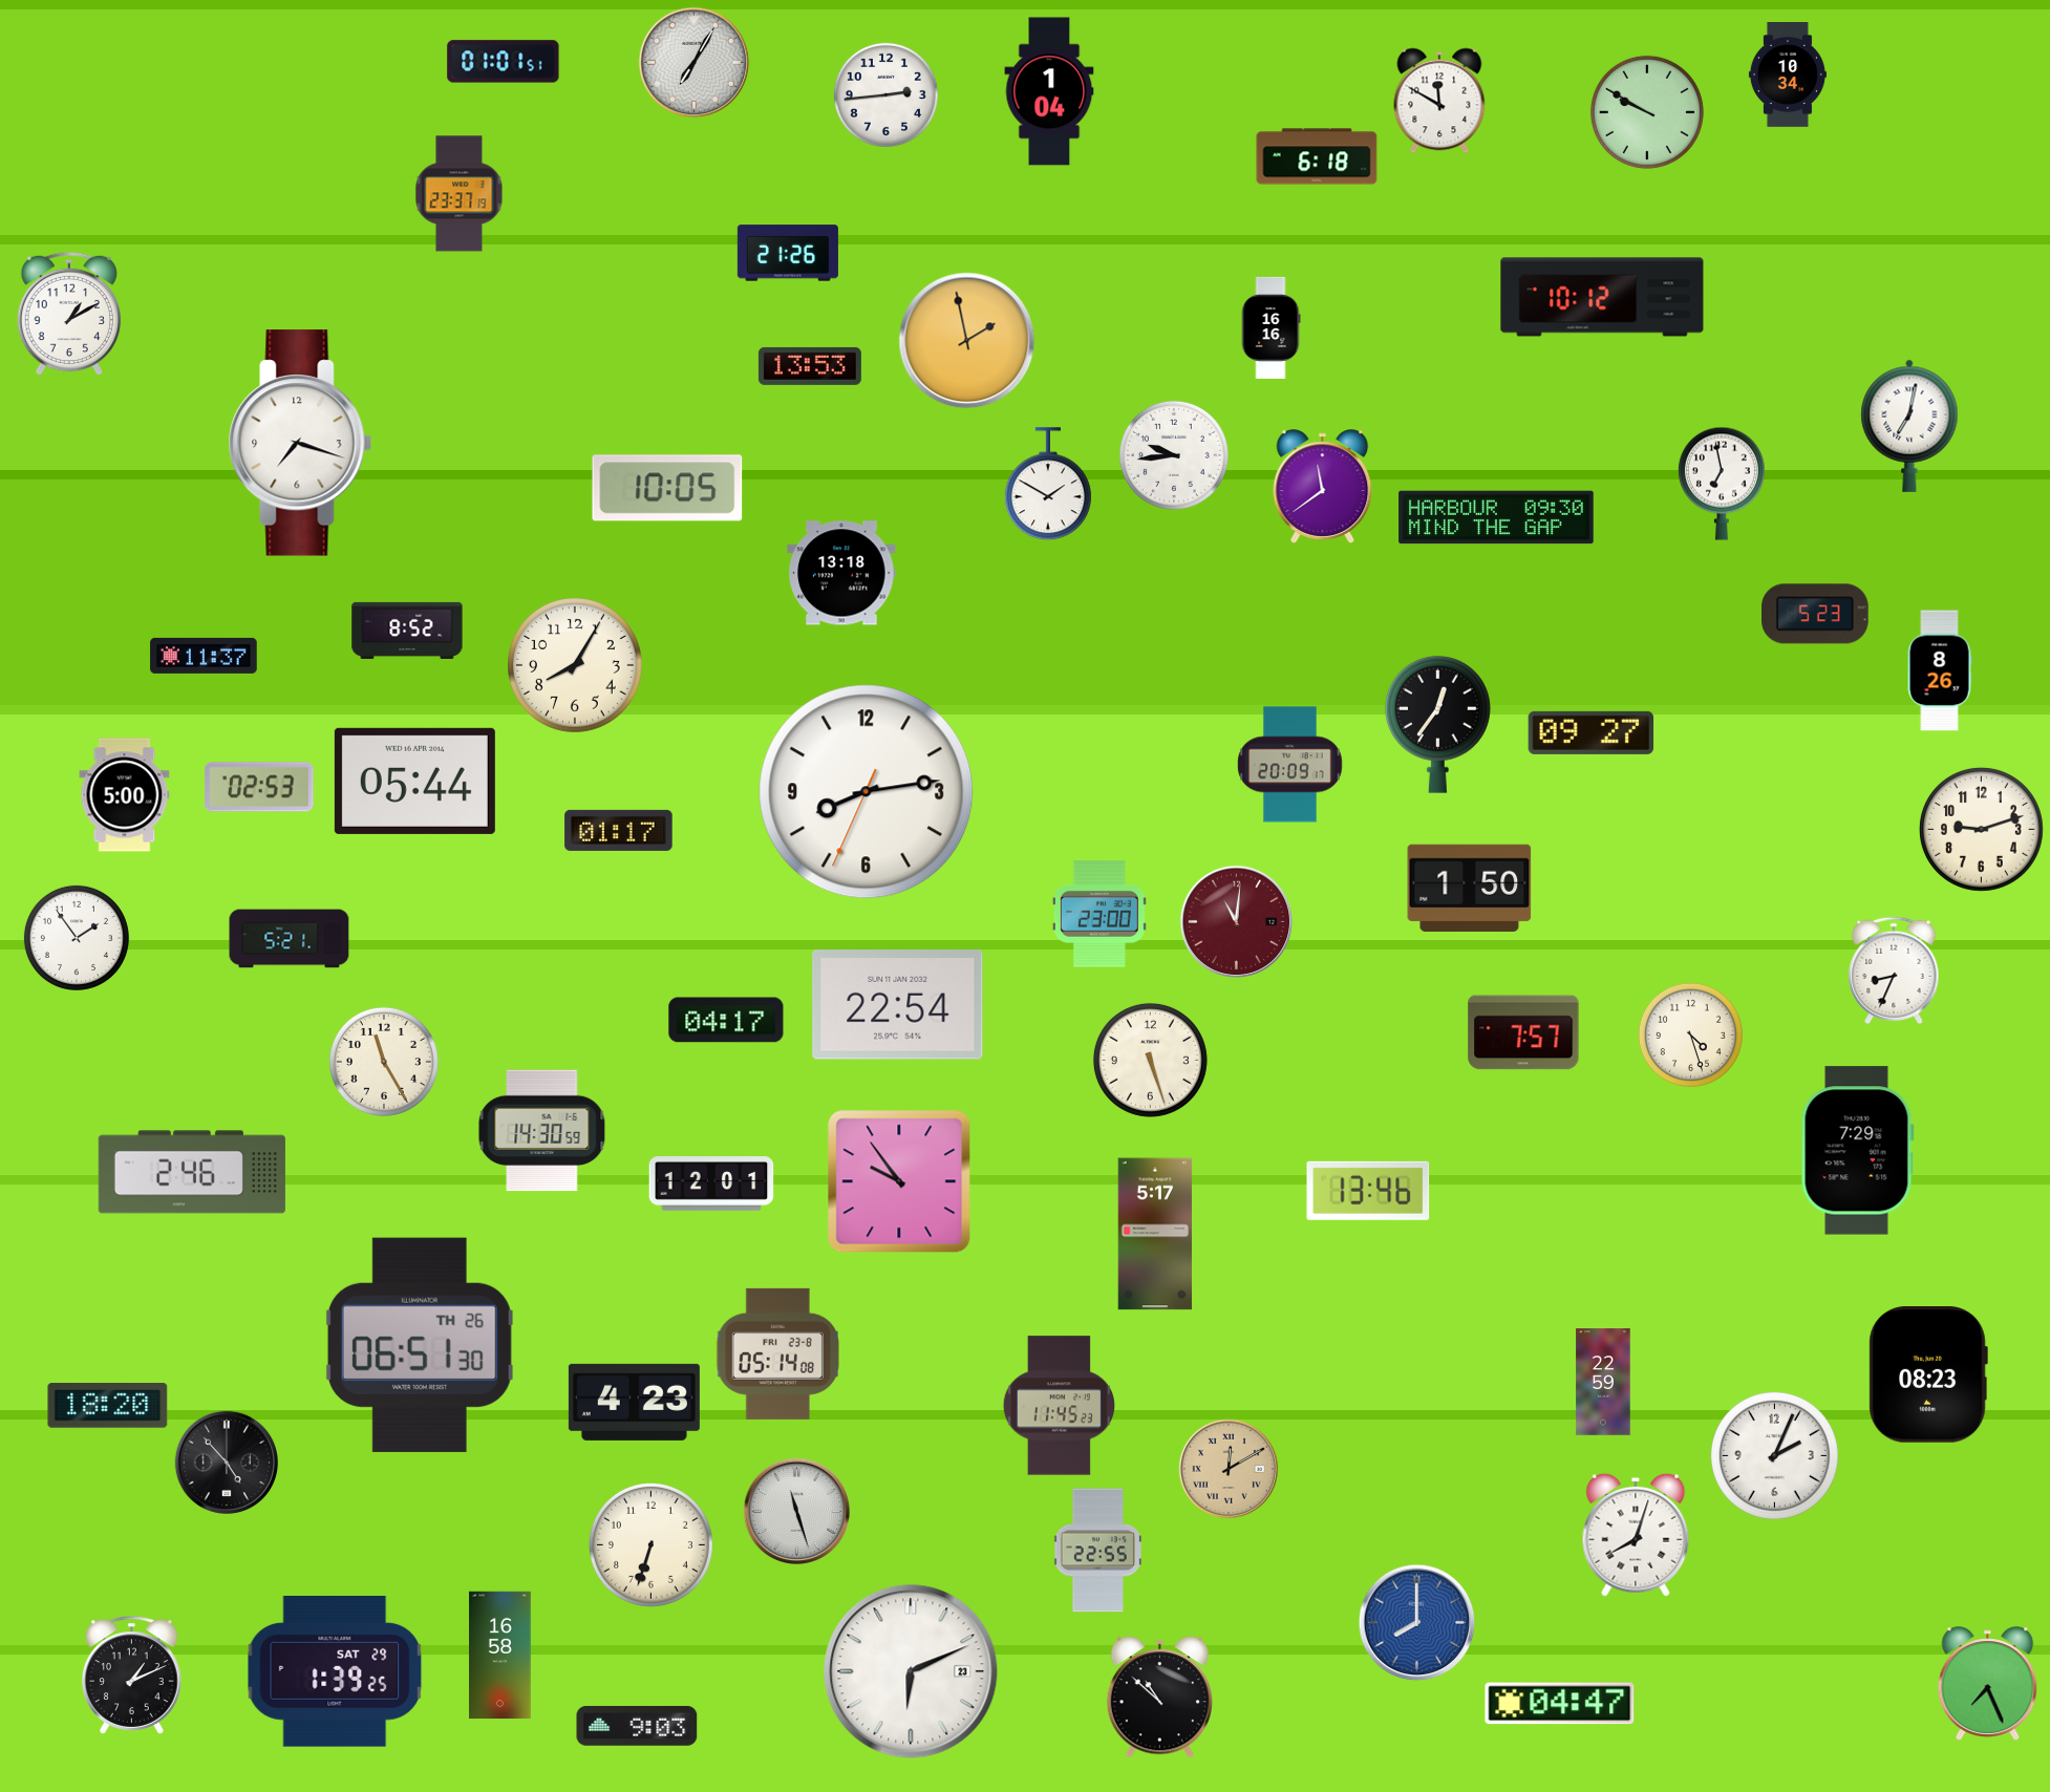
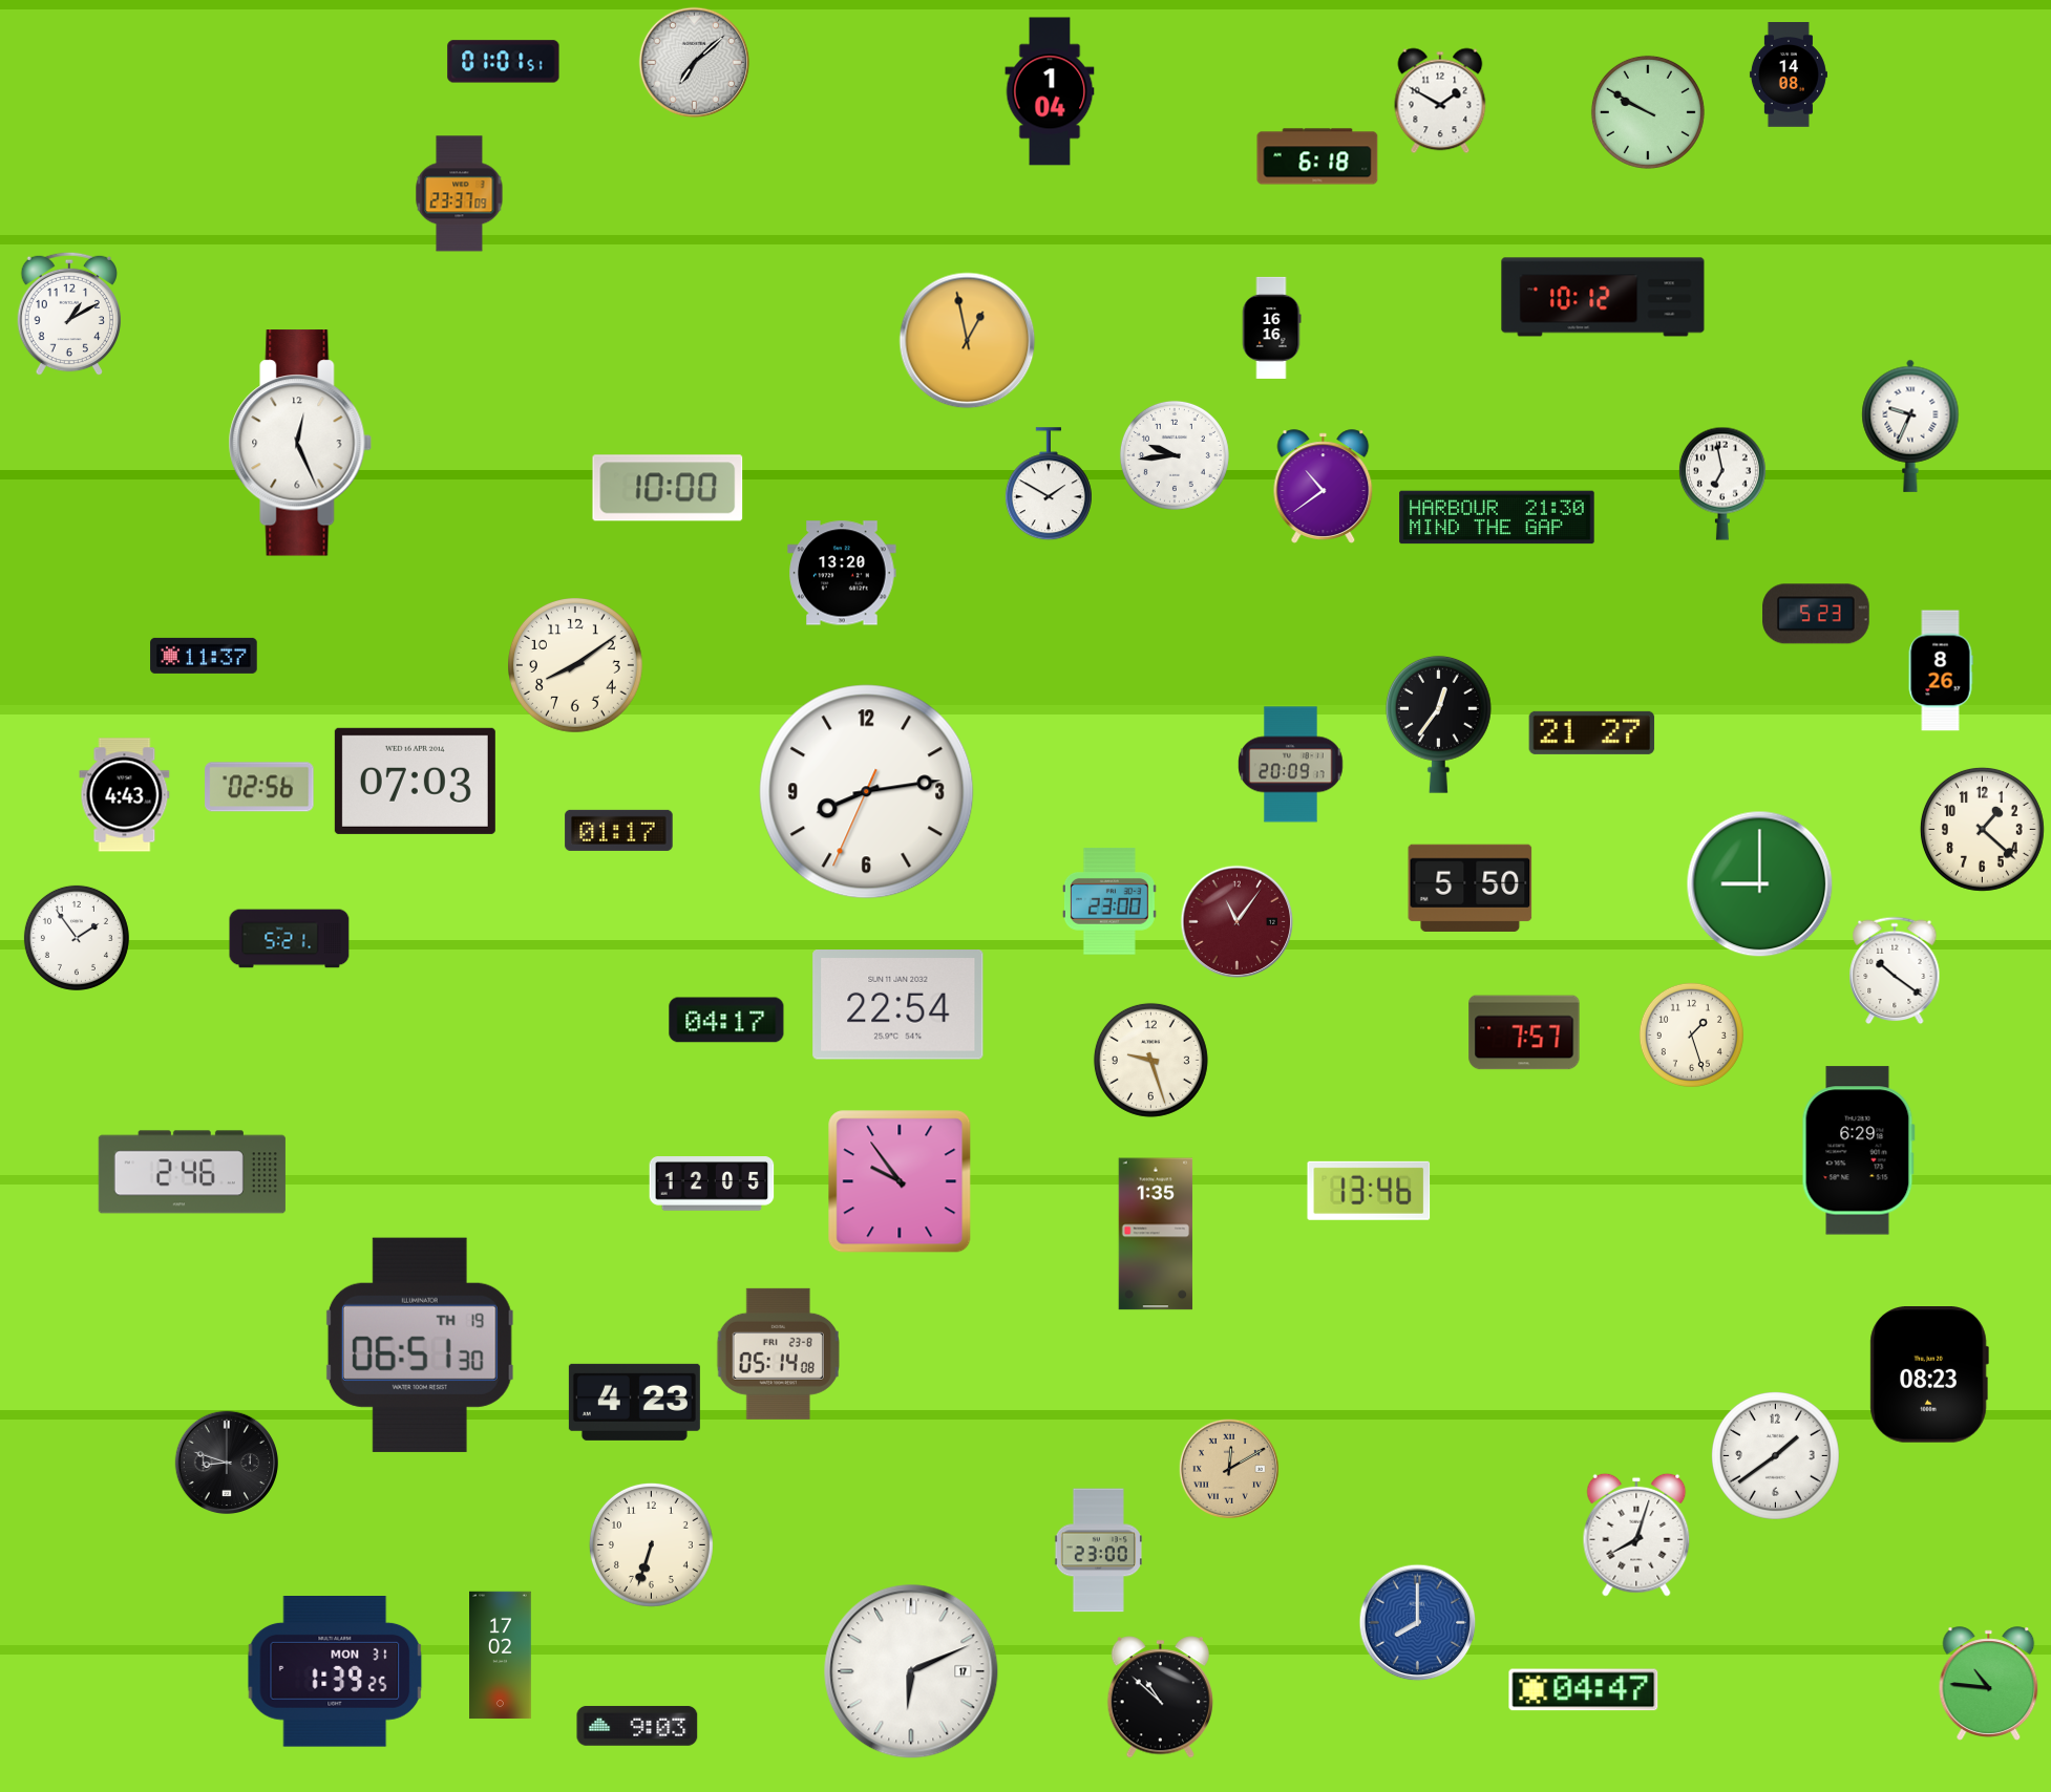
clock at (695, 63): 7:05 -> 7:08
clock at (1788, 76): 10:34 -> 14:08
clock at (885, 94): 2:44 -> none
clock at (1439, 101): 11:50 -> 1:50
clock at (460, 194): 23:37:19 -> 23:37:09
clock at (788, 253): 21:26 -> none
clock at (967, 341): 1:58 -> 12:58
clock at (810, 366): 13:53 -> none
clock at (1909, 426): 7:02 -> 9:34
clock at (300, 443): 7:18 -> 12:26
clock at (1323, 487): 11:39 -> 10:39
clock at (667, 488): 10:05 -> 10:00
clock at (1496, 517): 09:30 -> 21:30
clock at (841, 573): 13:18 -> 13:20
clock at (407, 631): 8:52 -> none
clock at (576, 666): 8:05 -> 8:09
clock at (1592, 732): 09:27 -> 21:27
clock at (414, 781): 05:44 -> 07:03
clock at (259, 787): 02:53 -> 02:56
clock at (125, 795): 5:00 -> 4:43
clock at (1981, 829): 9:12 -> 1:22
clock at (1760, 884): none -> 9:00
clock at (1470, 888): 1:50 -> 5:50
clock at (1099, 914) position: (1099, 914) -> (1109, 901)
clock at (1237, 922): 11:01 -> 11:06
clock at (1894, 970): 8:34 -> 10:21
clock at (1690, 1034): 4:27 -> 1:27
clock at (1150, 1060): 5:27 -> 9:27
clock at (384, 1062): 11:25 -> none
clock at (542, 1131): 14:30 -> none
clock at (1857, 1151): 7:29 -> 6:29
clock at (711, 1183): 12:01 -> 12:05
clock at (1155, 1234): 5:17 -> 1:35
clock at (420, 1345) date: TH 26 -> TH 19
clock at (1603, 1382): 22:59 -> none
clock at (108, 1406): 18:20 -> none
clock at (1059, 1406): 11:45 -> none
clock at (1774, 1455): 2:04 -> 1:39
clock at (226, 1462): 4:53 -> 8:48
clock at (797, 1512): 11:27 -> none
clock at (1097, 1551): 22:55 -> 23:00
clock at (500, 1656): 16:58 -> 17:02
clock at (911, 1671) date: 23 -> 17
clock at (335, 1672) date: SAT 29 -> MON 31
clock at (132, 1676): 1:11 -> none
clock at (1988, 1684): 7:26 -> 10:46
clock at (1560, 1704) position: (1560, 1704) -> (1584, 1690)
